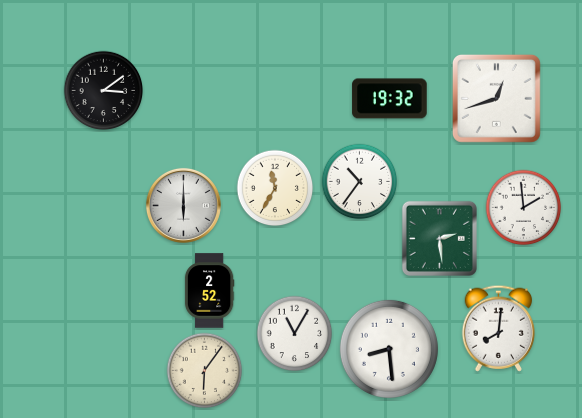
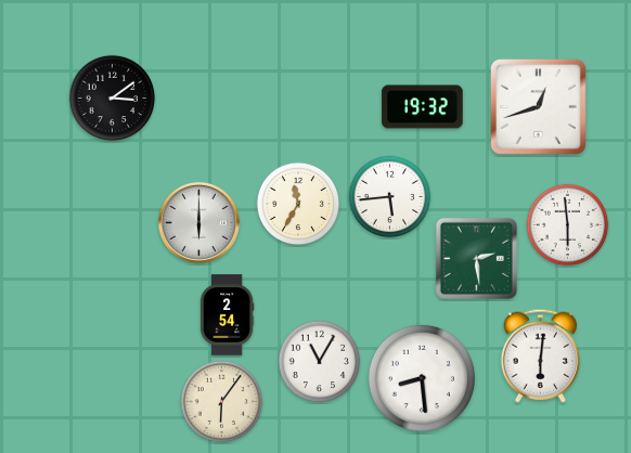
clock at (360, 182): 10:36 -> 5:44
clock at (524, 208): 1:59 -> 5:59
clock at (209, 291): 2:52 -> 2:54
clock at (498, 328): 8:01 -> 6:01
